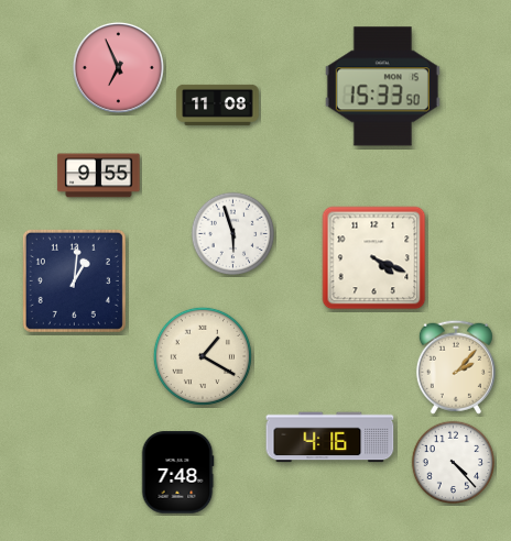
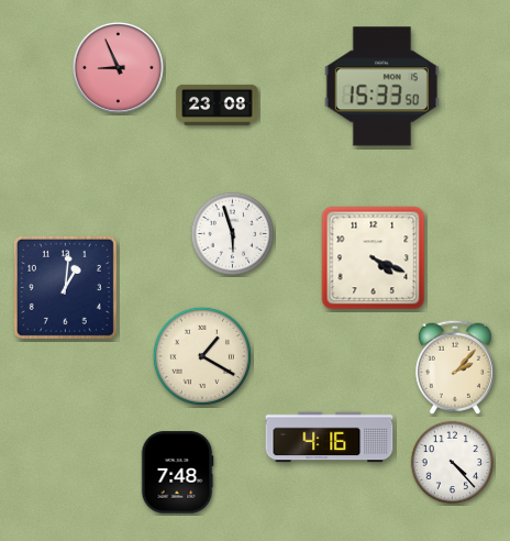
clock at (118, 67): 6:56 -> 8:56
clock at (218, 104): 11:08 -> 23:08
clock at (99, 176): 9:55 -> none
clock at (74, 280) position: (74, 280) -> (65, 287)
